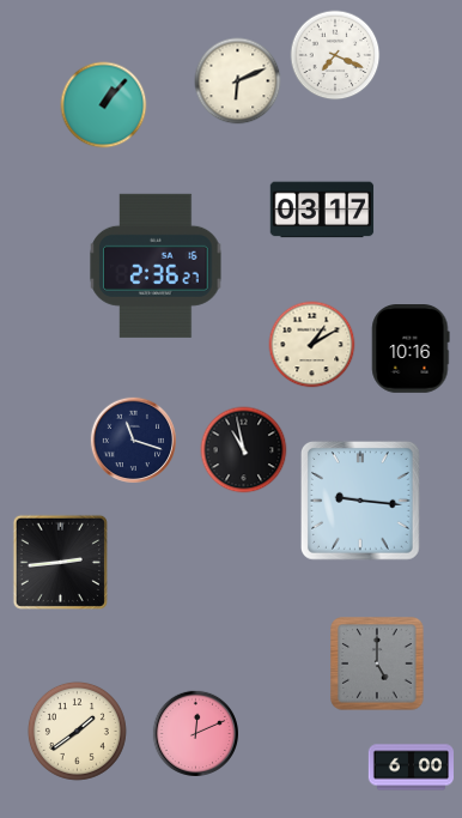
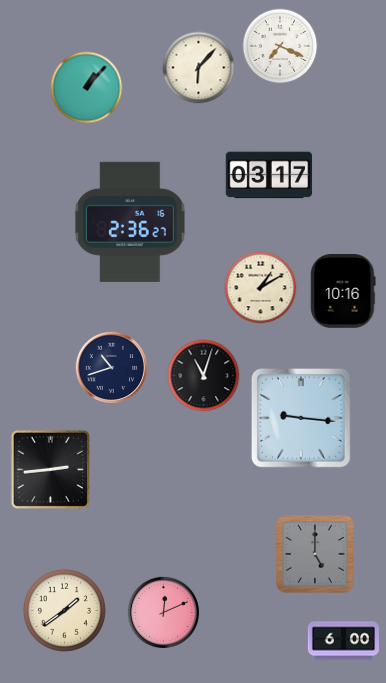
clock at (238, 81): 6:11 -> 6:07
clock at (133, 440): 11:18 -> 10:42
clock at (244, 450): 10:58 -> 11:03
